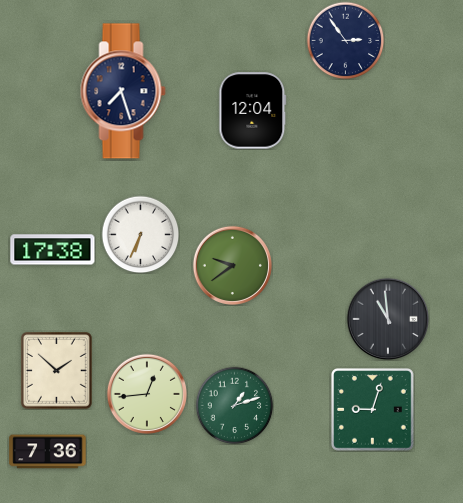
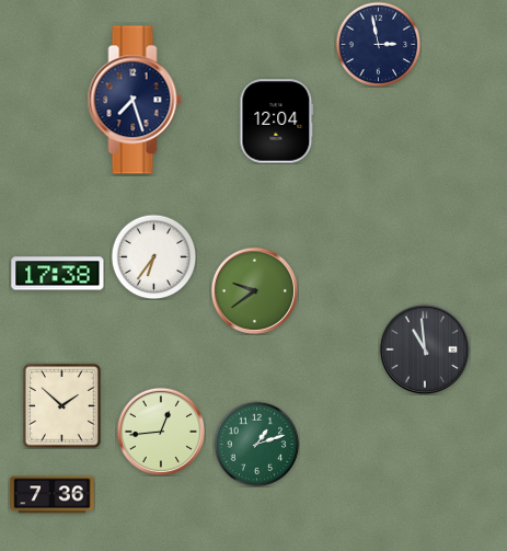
clock at (345, 40): 2:54 -> 2:58
clock at (140, 234): 6:34 -> 6:36
clock at (373, 410): 9:03 -> none
